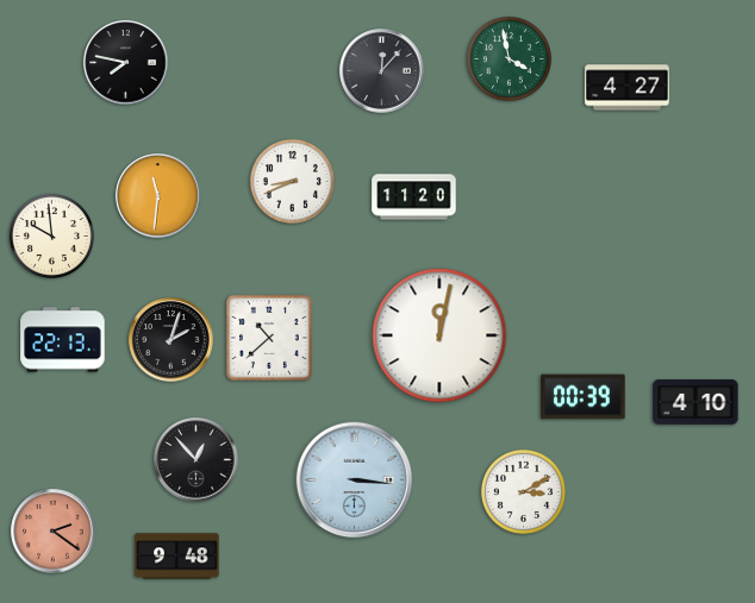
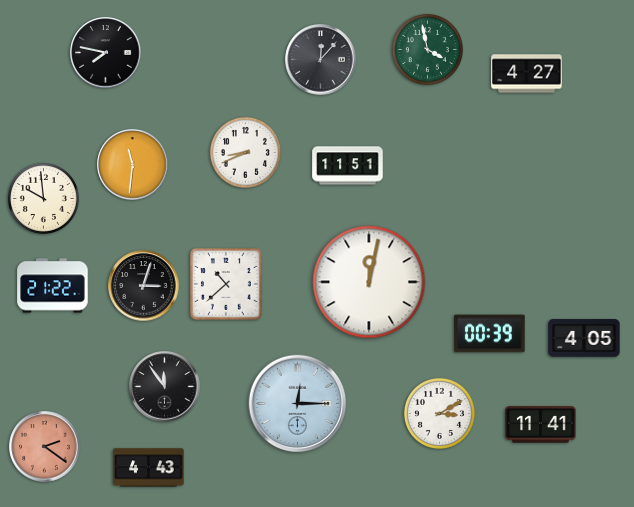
clock at (414, 197): 11:20 -> 11:51
clock at (63, 340): 22:13 -> 21:22
clock at (171, 340): 2:03 -> 3:03
clock at (695, 403): 4:10 -> 4:05
clock at (196, 460): 12:53 -> 11:54
clock at (355, 480): 3:16 -> 12:15
clock at (541, 425): none -> 11:41
clock at (177, 557): 9:48 -> 4:43
